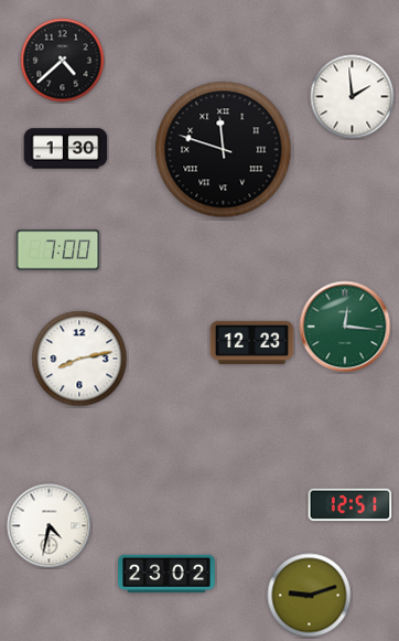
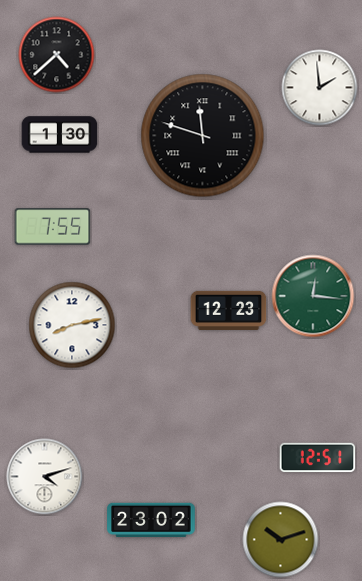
clock at (58, 250): 7:00 -> 7:55
clock at (50, 526): 4:32 -> 4:12
clock at (310, 596): 9:12 -> 10:12
